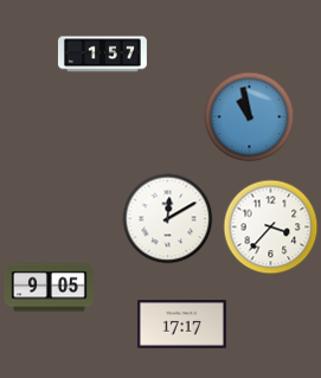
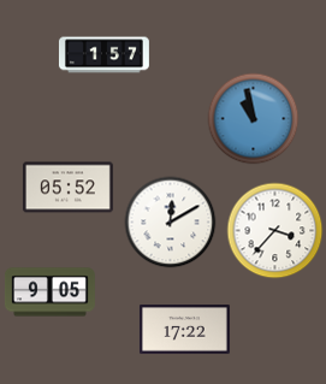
clock at (67, 188): none -> 05:52
clock at (181, 325): 17:17 -> 17:22
